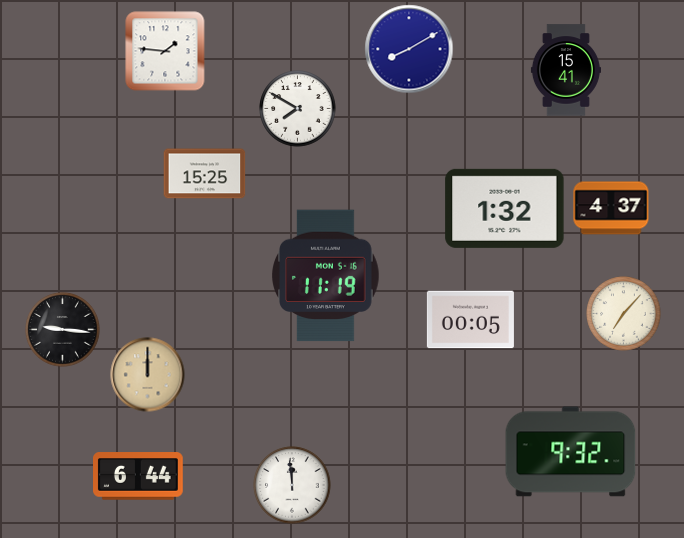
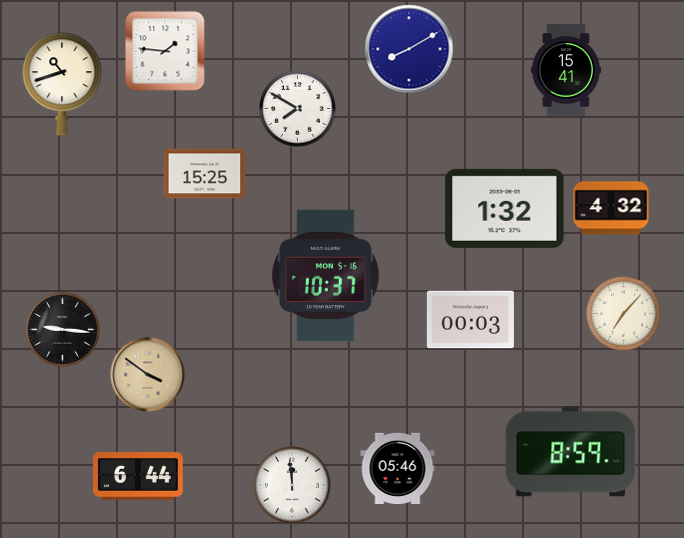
clock at (62, 84): none -> 10:42
clock at (611, 208): 4:37 -> 4:32
clock at (326, 276): 11:19 -> 10:37
clock at (470, 320): 00:05 -> 00:03
clock at (148, 375): 12:00 -> 3:51
clock at (571, 452): 9:32 -> 8:59
clock at (398, 468): none -> 05:46
